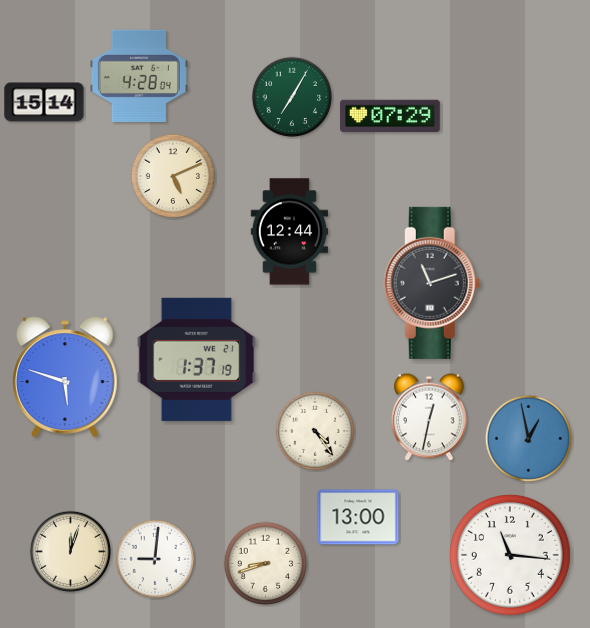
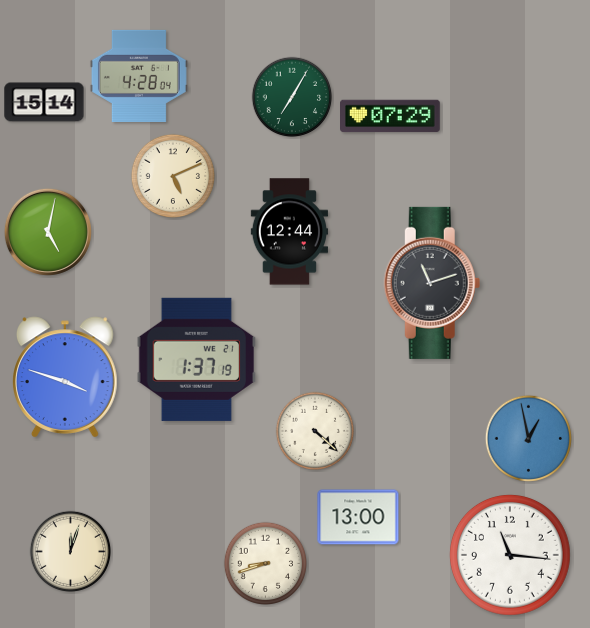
clock at (48, 232): none -> 5:02
clock at (66, 377): 5:48 -> 3:48
clock at (429, 417): 12:32 -> none
clock at (315, 431): 4:24 -> 4:22
clock at (155, 559): 9:01 -> none
